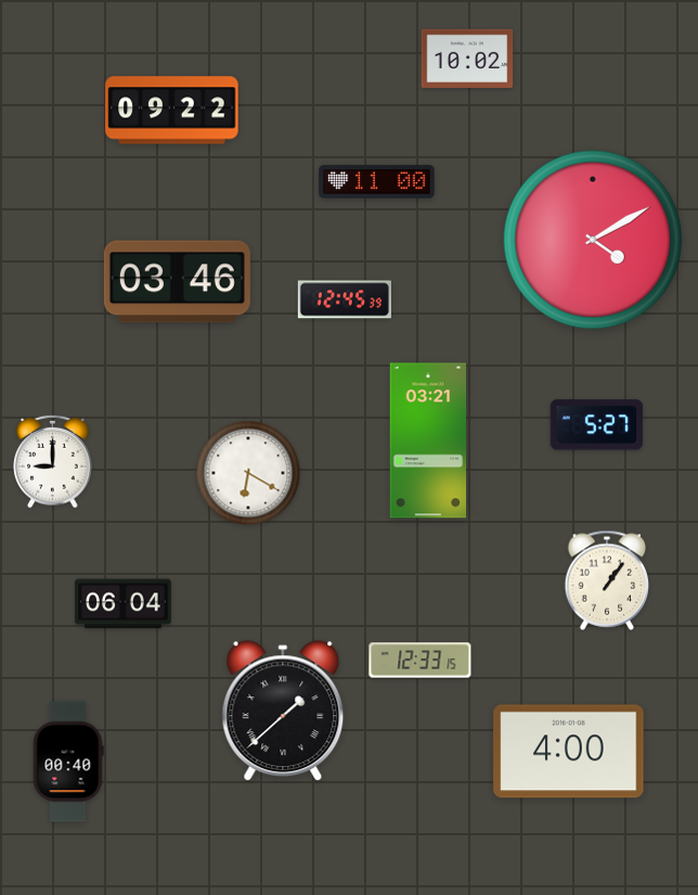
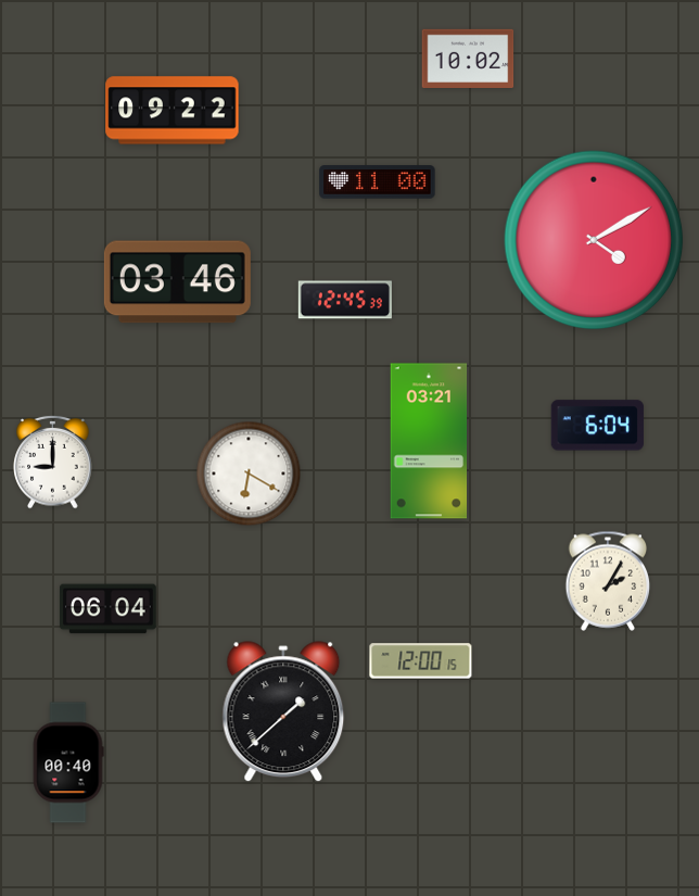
clock at (596, 425): 5:27 -> 6:04
clock at (607, 580): 1:06 -> 2:05
clock at (124, 604) position: (124, 604) -> (109, 609)
clock at (421, 661): 12:33 -> 12:00
clock at (569, 752): 4:00 -> none
